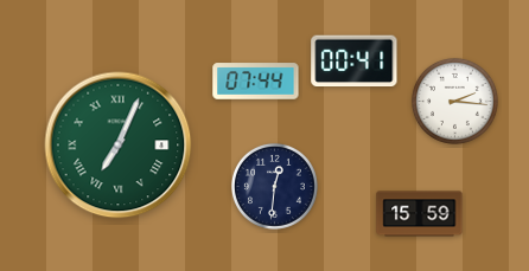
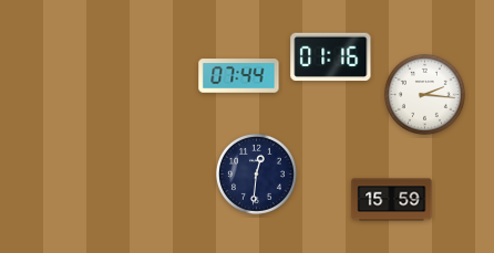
clock at (355, 62): 00:41 -> 01:16
clock at (119, 146): 7:04 -> none
